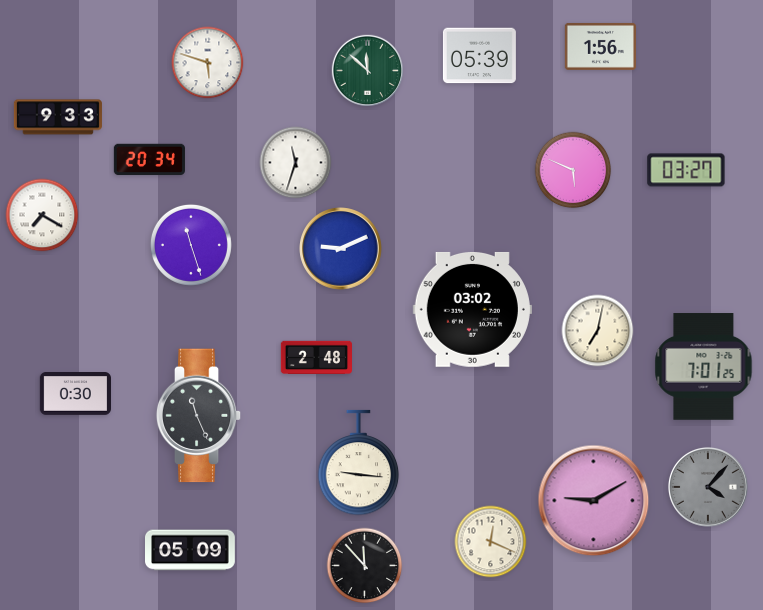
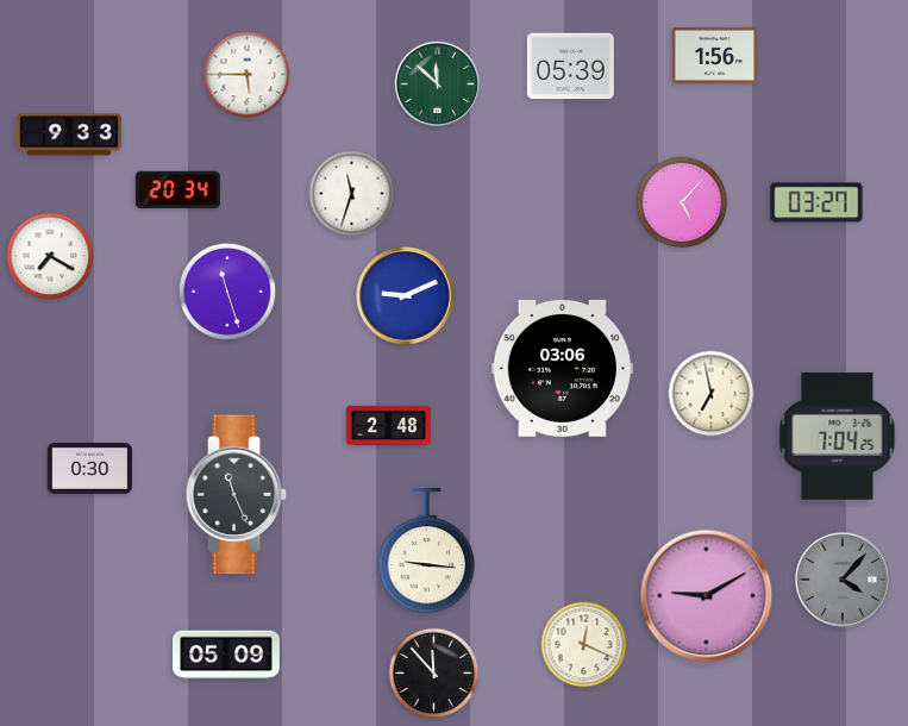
clock at (208, 63): 5:48 -> 5:45
clock at (58, 117) position: (58, 117) -> (69, 134)
clock at (573, 170): 5:49 -> 5:07
clock at (472, 309): 03:02 -> 03:06
clock at (598, 331): 7:02 -> 6:58
clock at (316, 357) position: (316, 357) -> (388, 425)
clock at (704, 367): 7:01 -> 7:04
